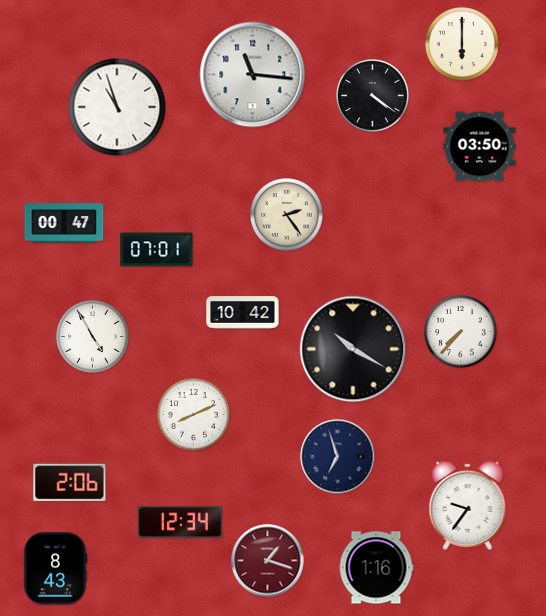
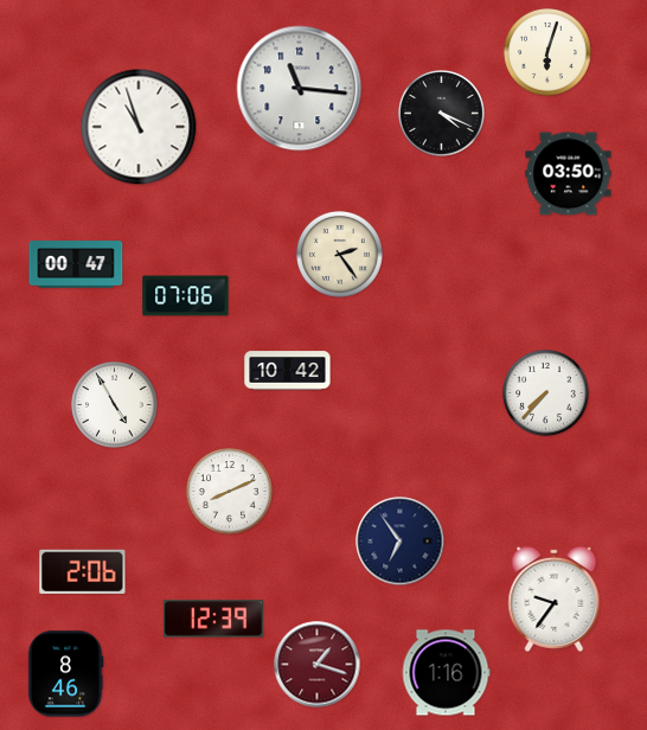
clock at (463, 45): 6:00 -> 6:03
clock at (373, 96): 4:21 -> 4:19
clock at (157, 250): 07:01 -> 07:06
clock at (93, 337) position: (93, 337) -> (115, 405)
clock at (353, 349): 10:20 -> none
clock at (338, 457): 6:57 -> 6:54
clock at (180, 522): 12:34 -> 12:39
clock at (55, 569): 8:43 -> 8:46
